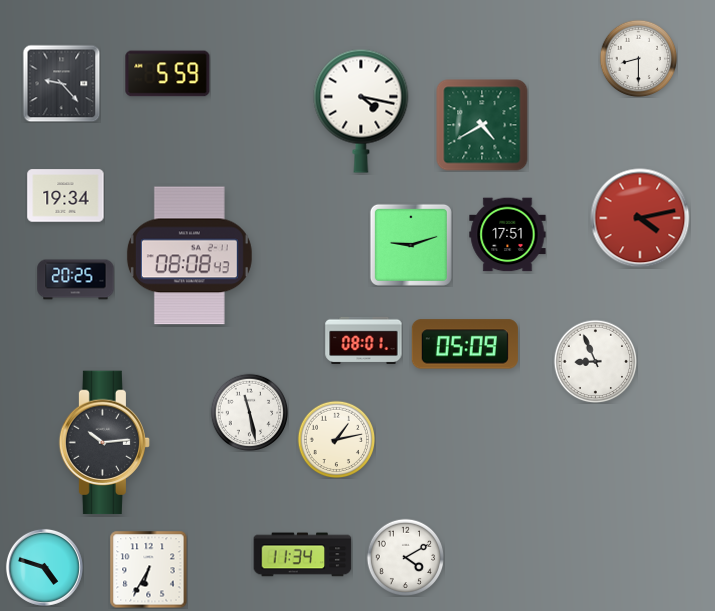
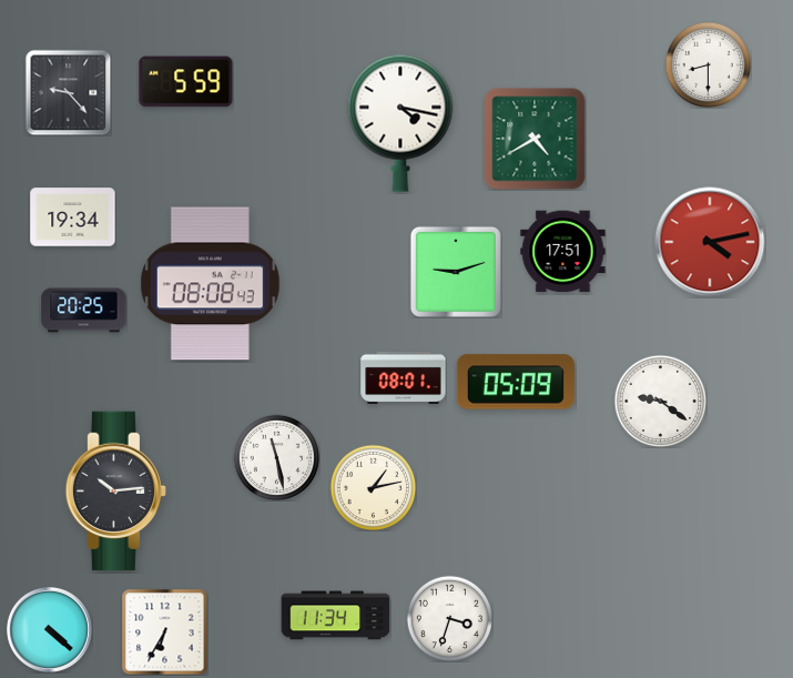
clock at (508, 235) position: (508, 235) -> (563, 252)
clock at (595, 361): 8:56 -> 9:21
clock at (405, 557): 4:10 -> 3:33
clock at (44, 567): 4:48 -> 4:22
